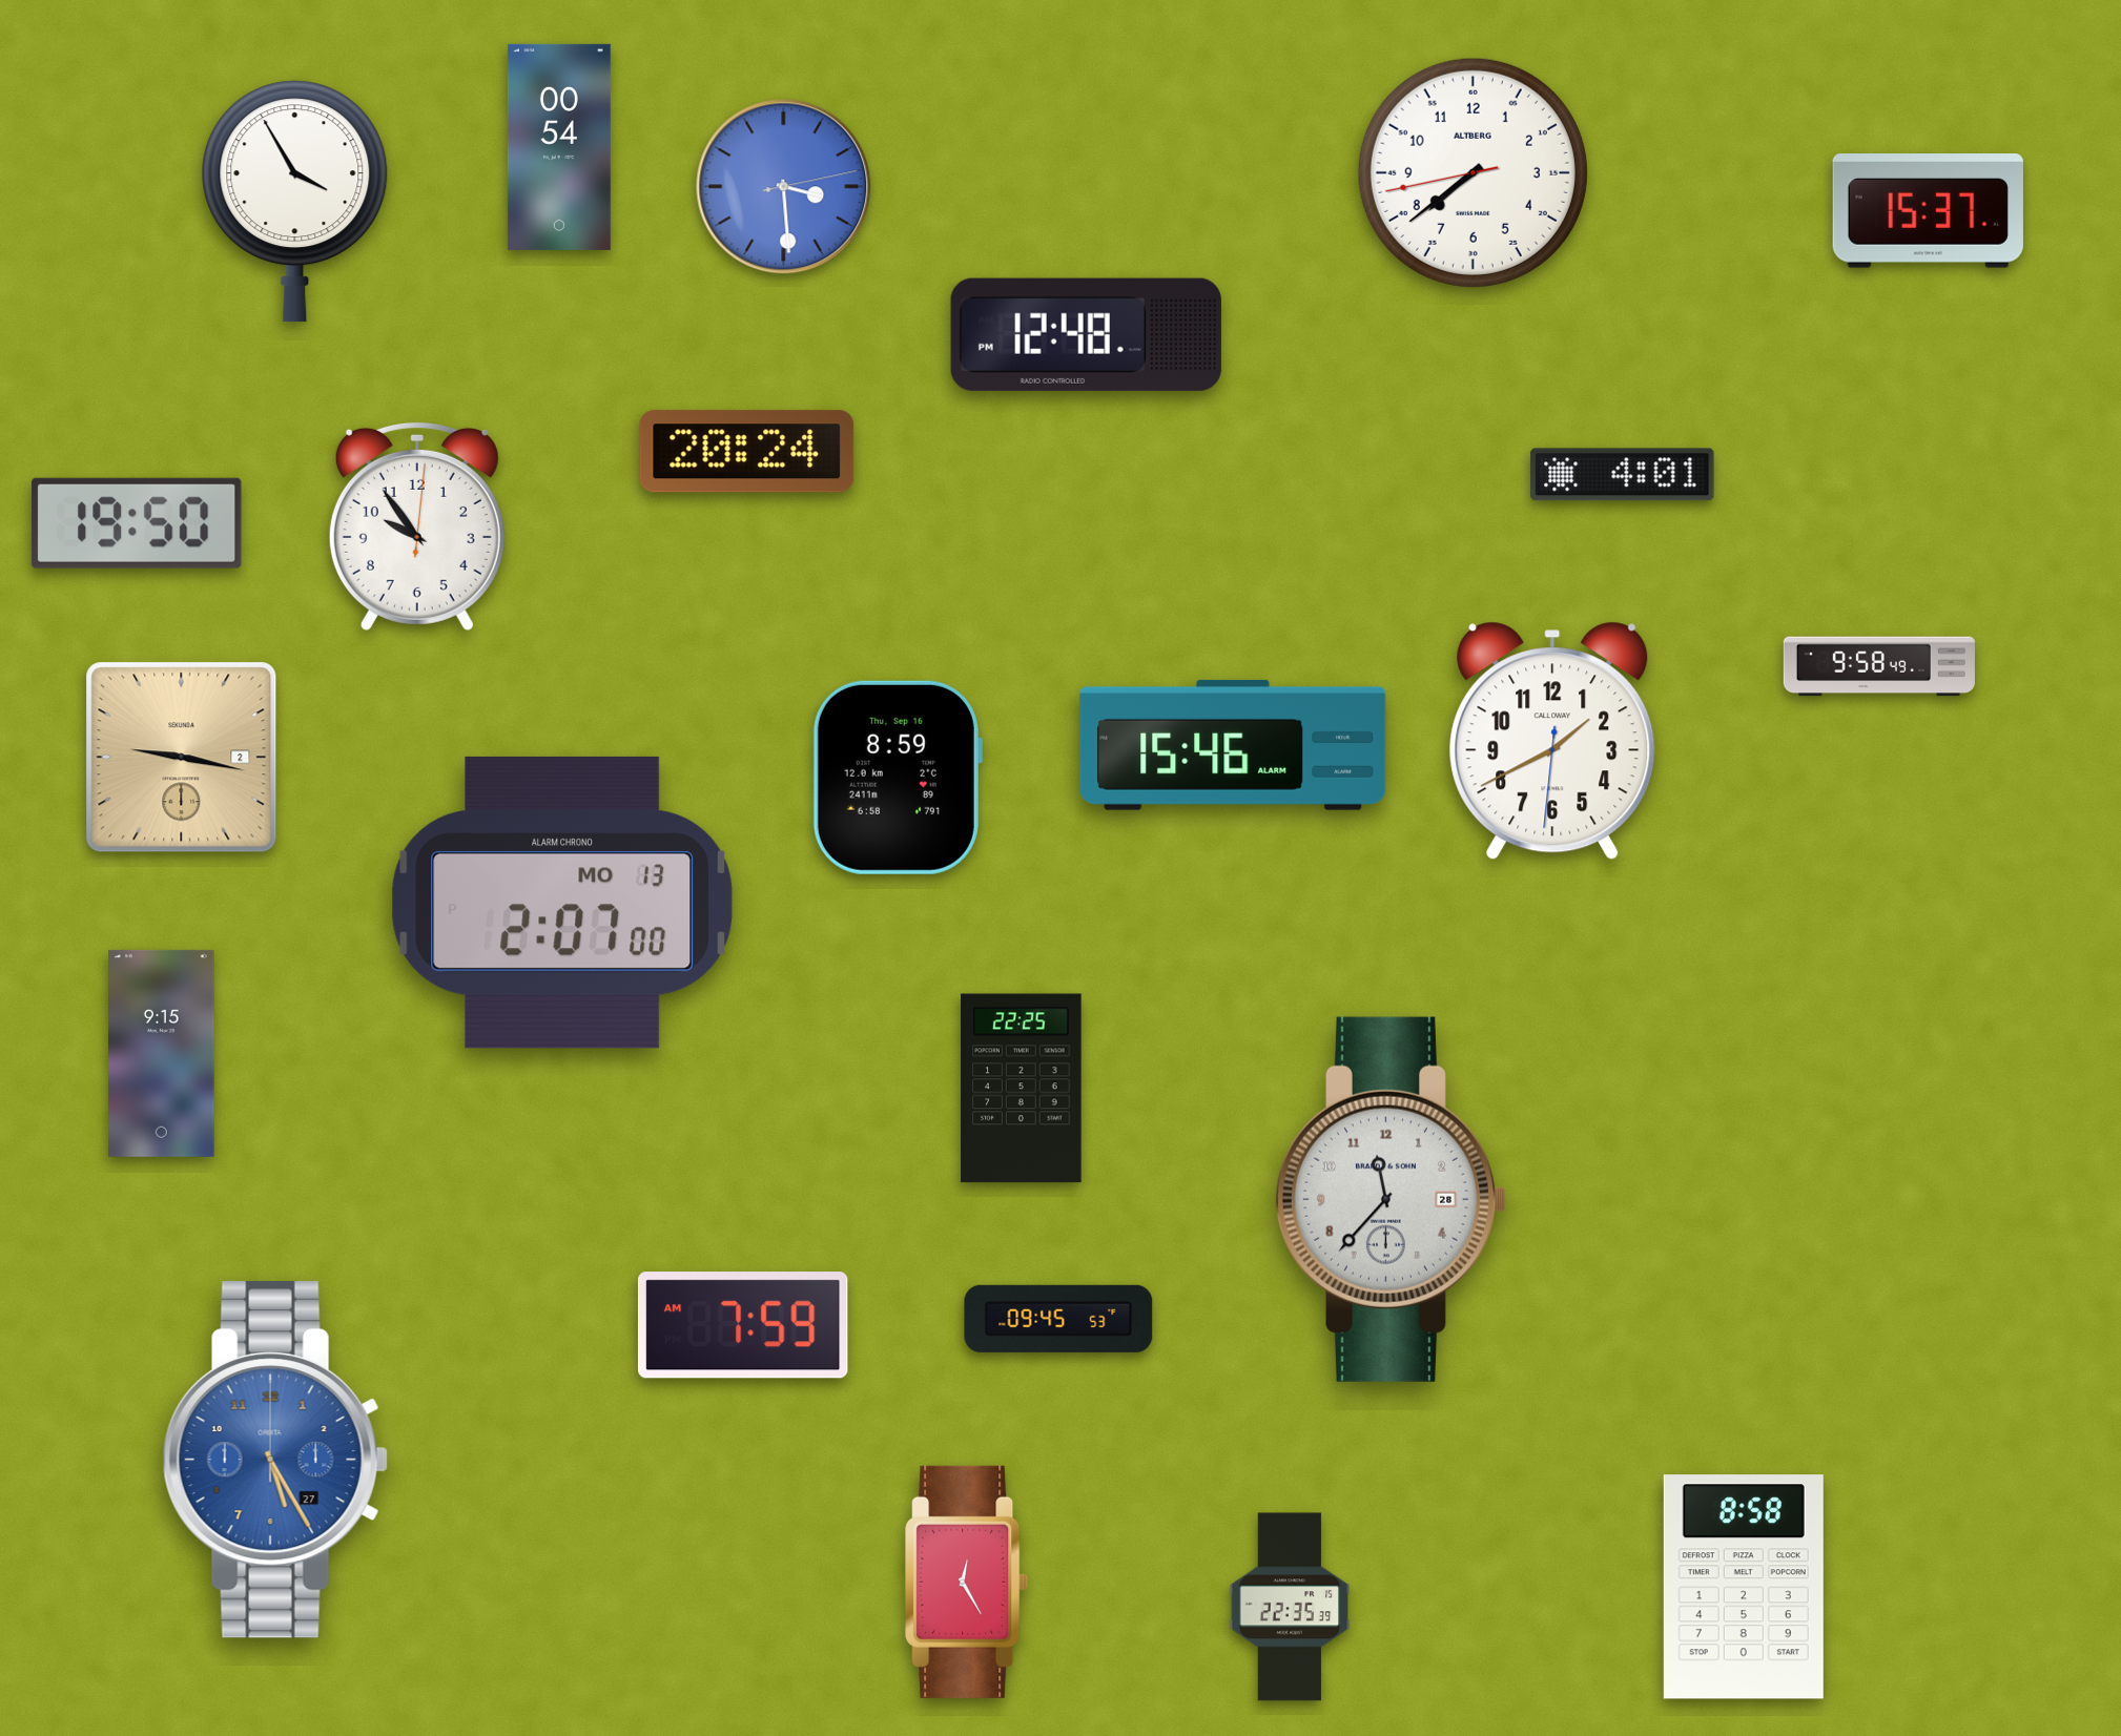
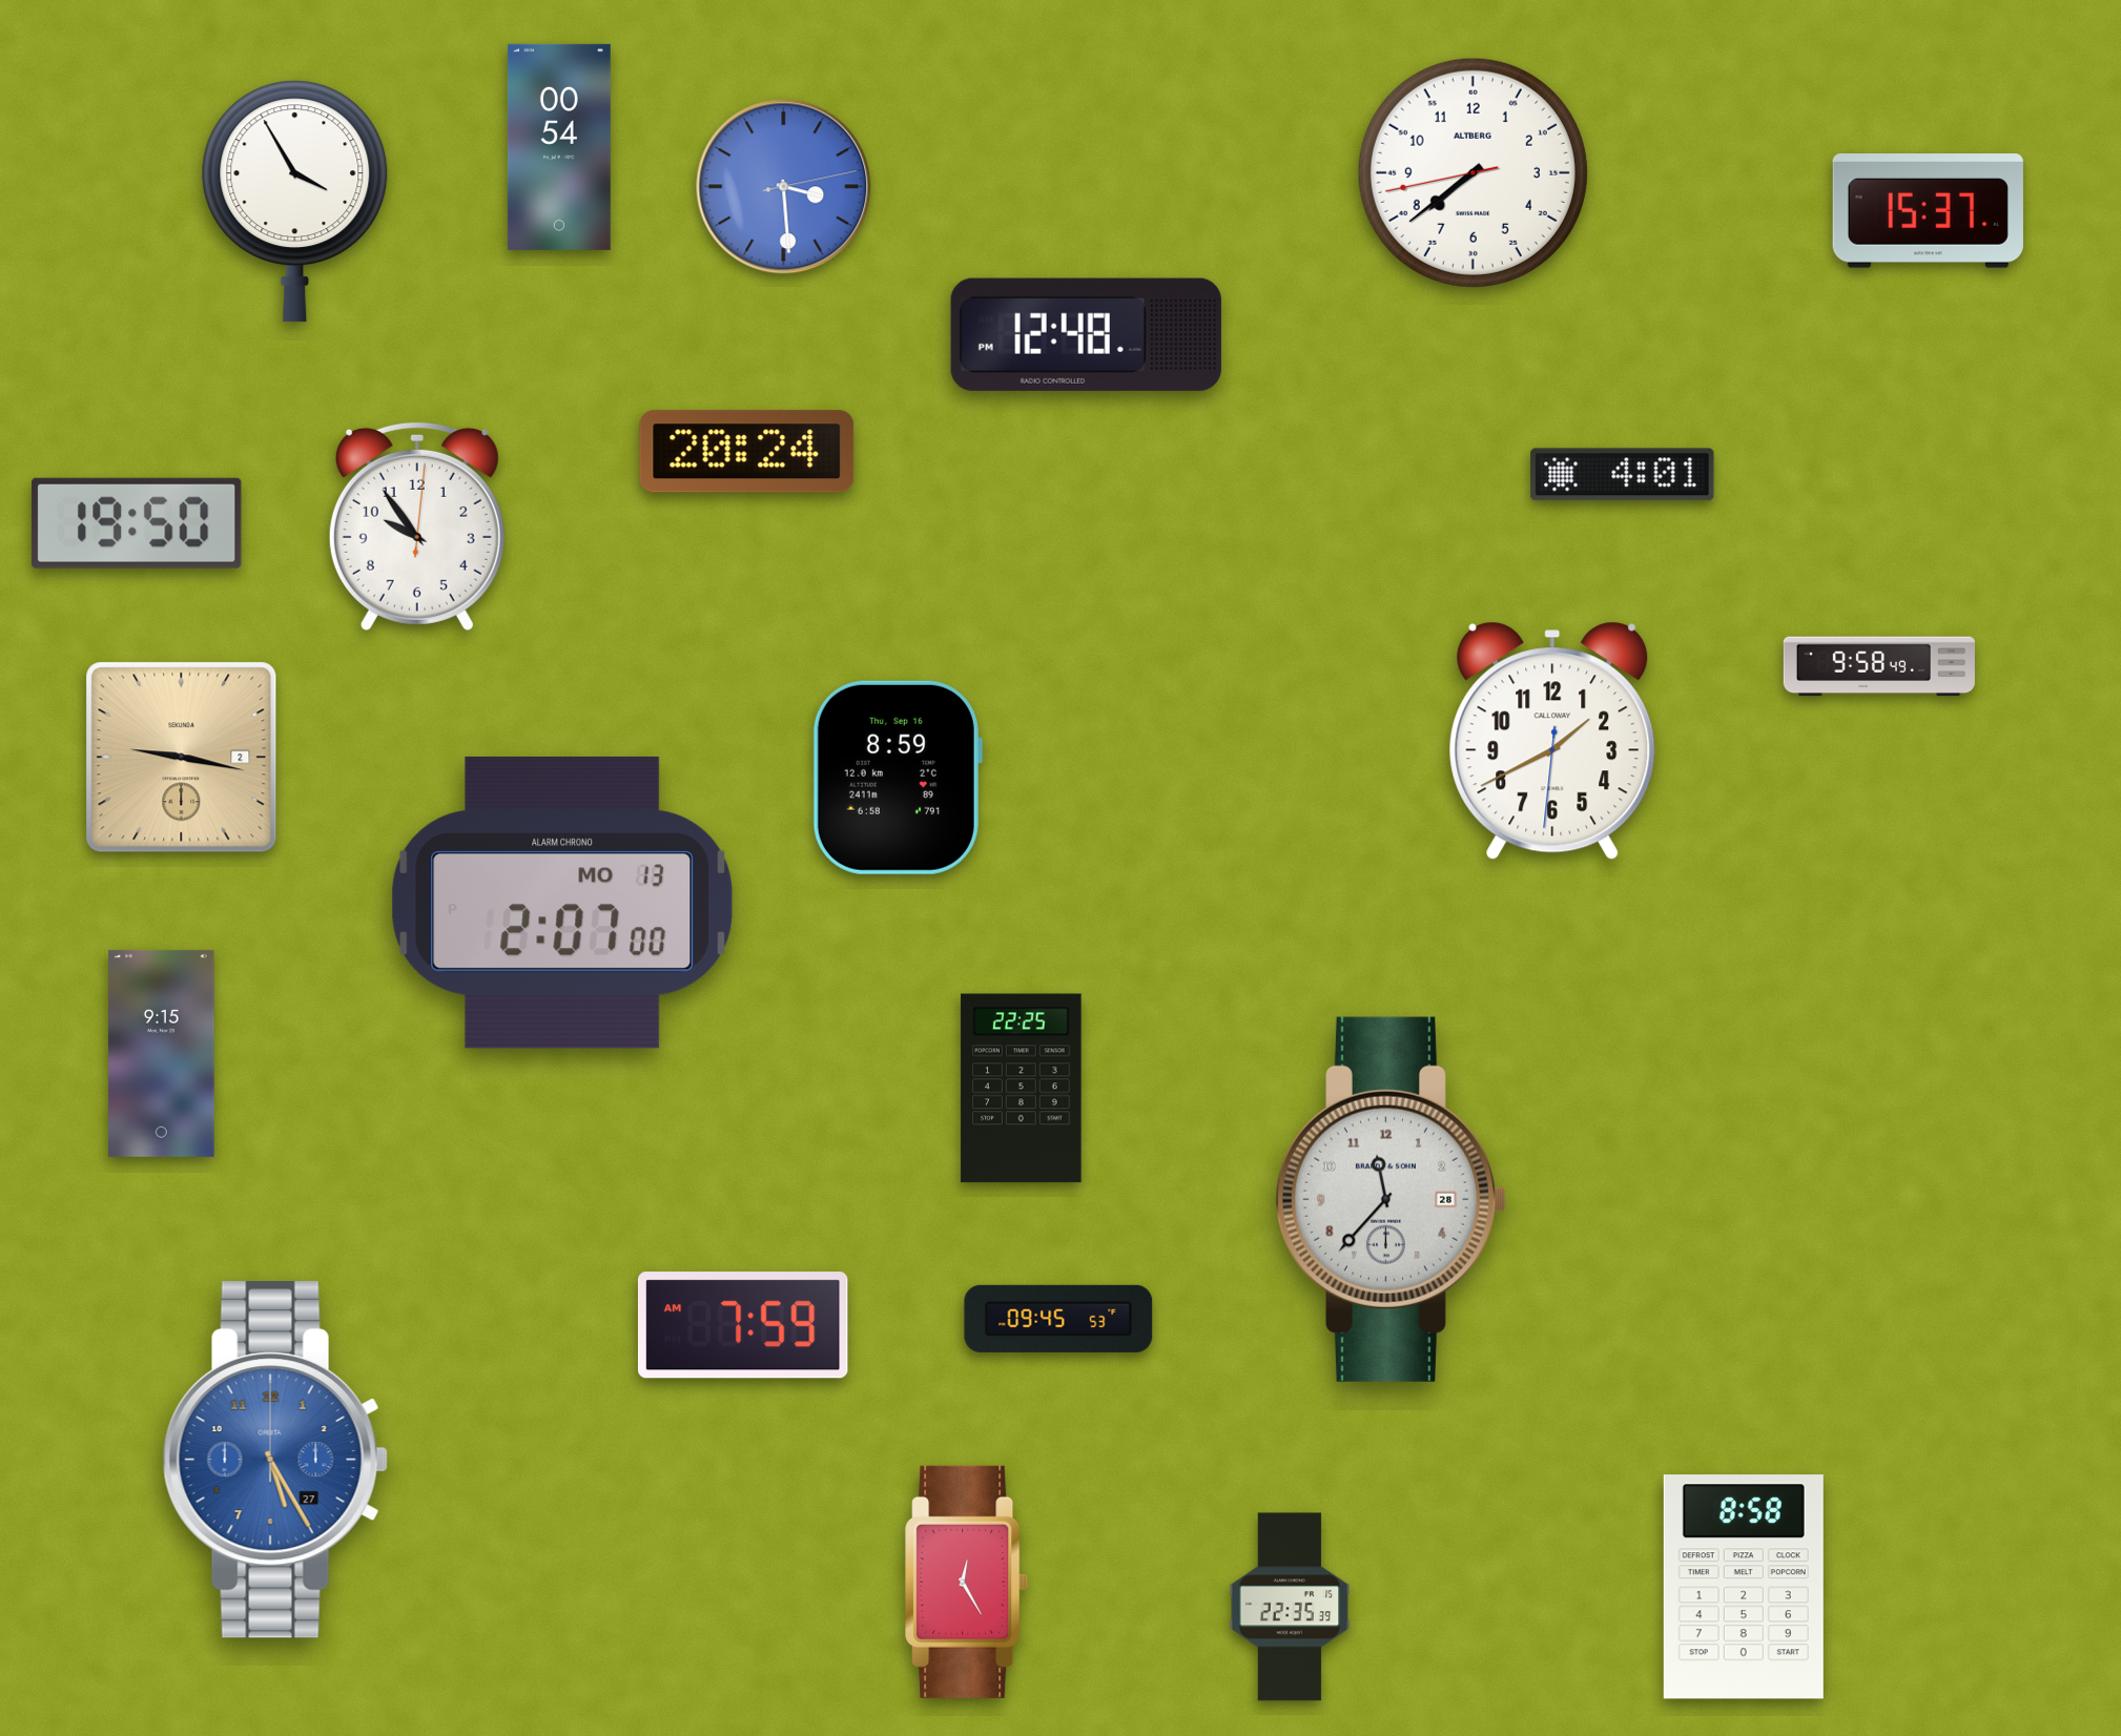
clock at (1233, 745): 15:46 -> none
